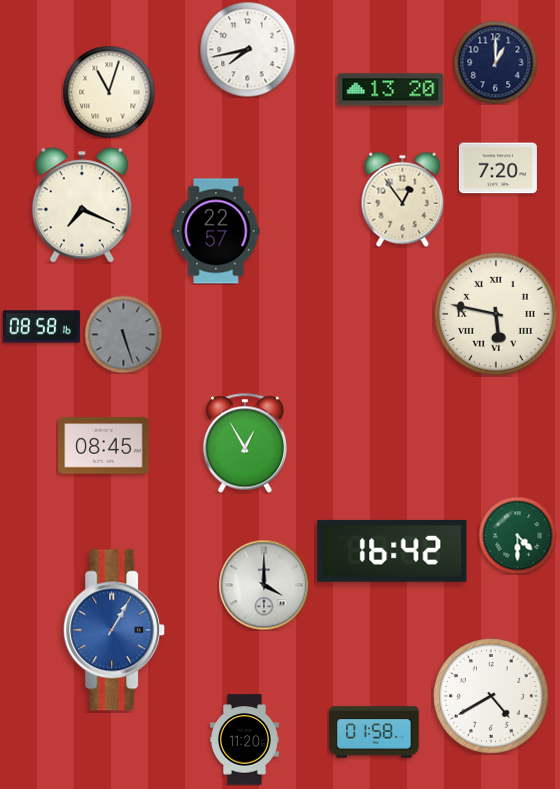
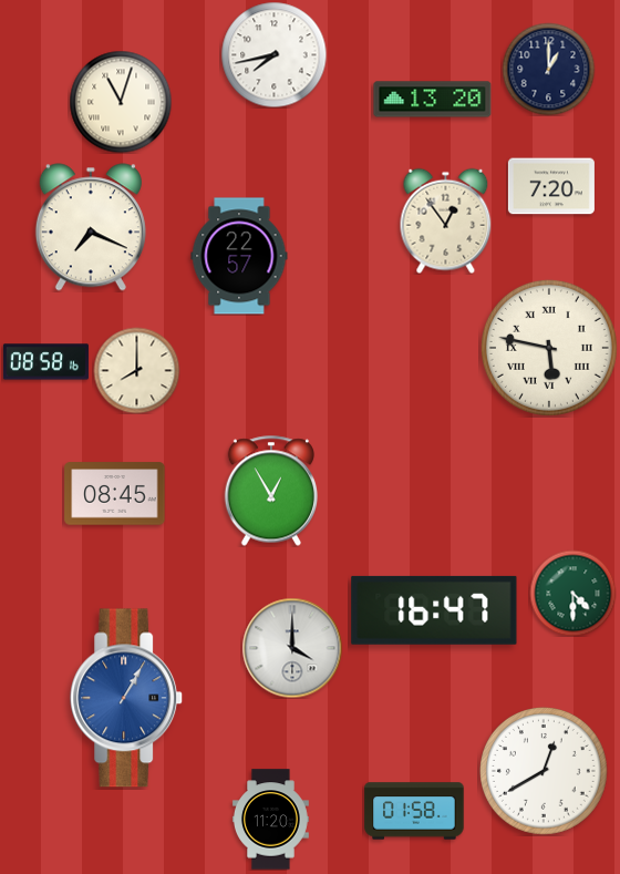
clock at (123, 334): 5:27 -> 8:00
clock at (123, 334) dial: grey -> cream
clock at (392, 551): 16:42 -> 16:47
clock at (492, 697): 4:40 -> 12:40
